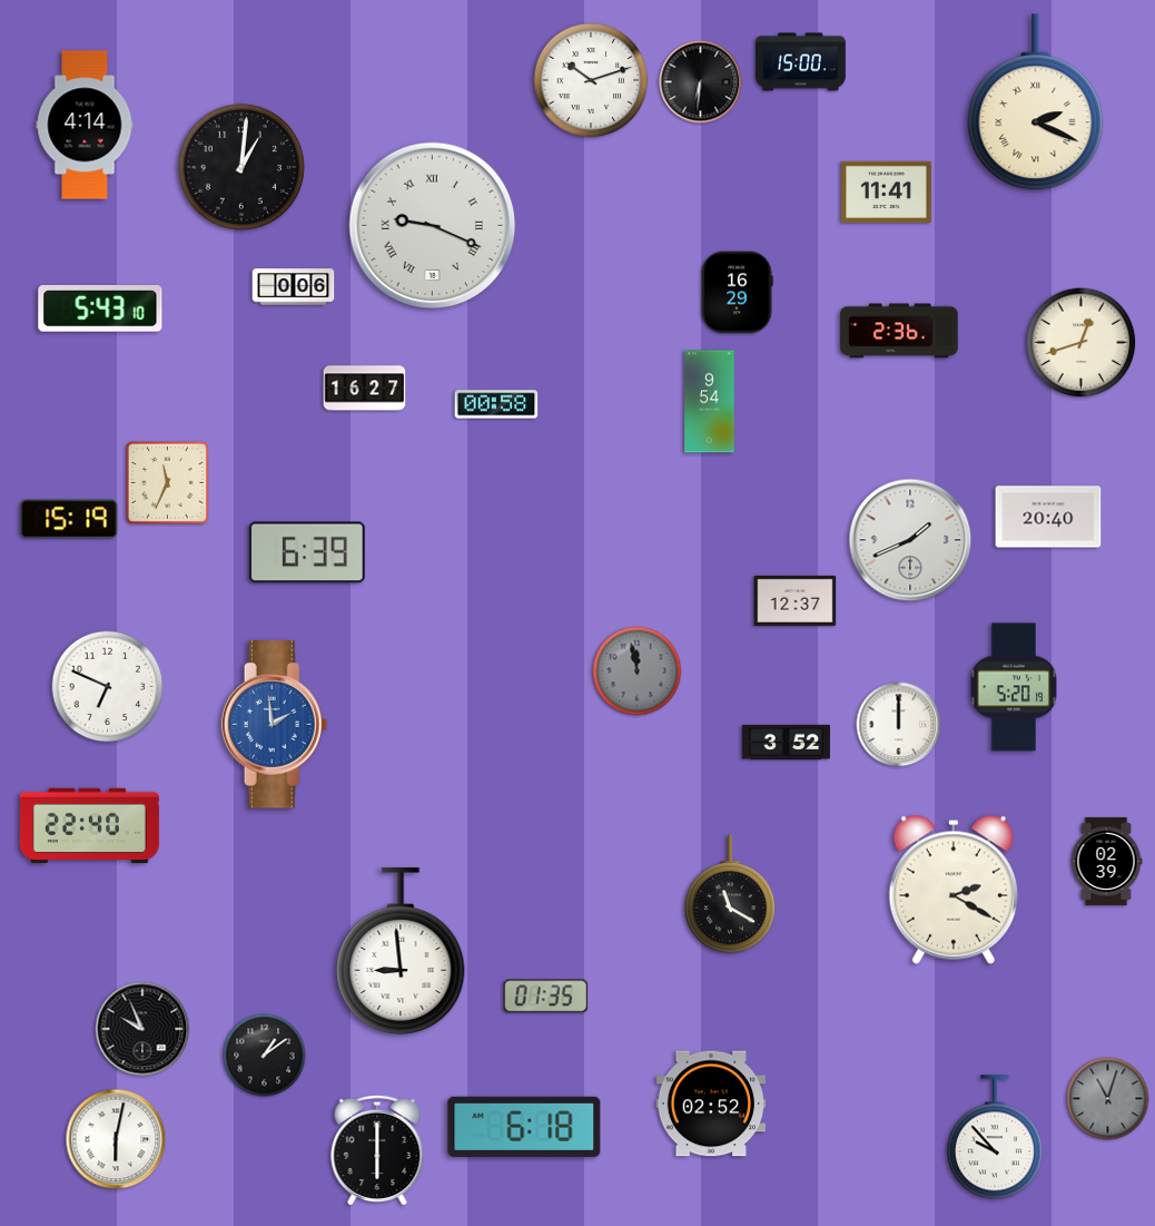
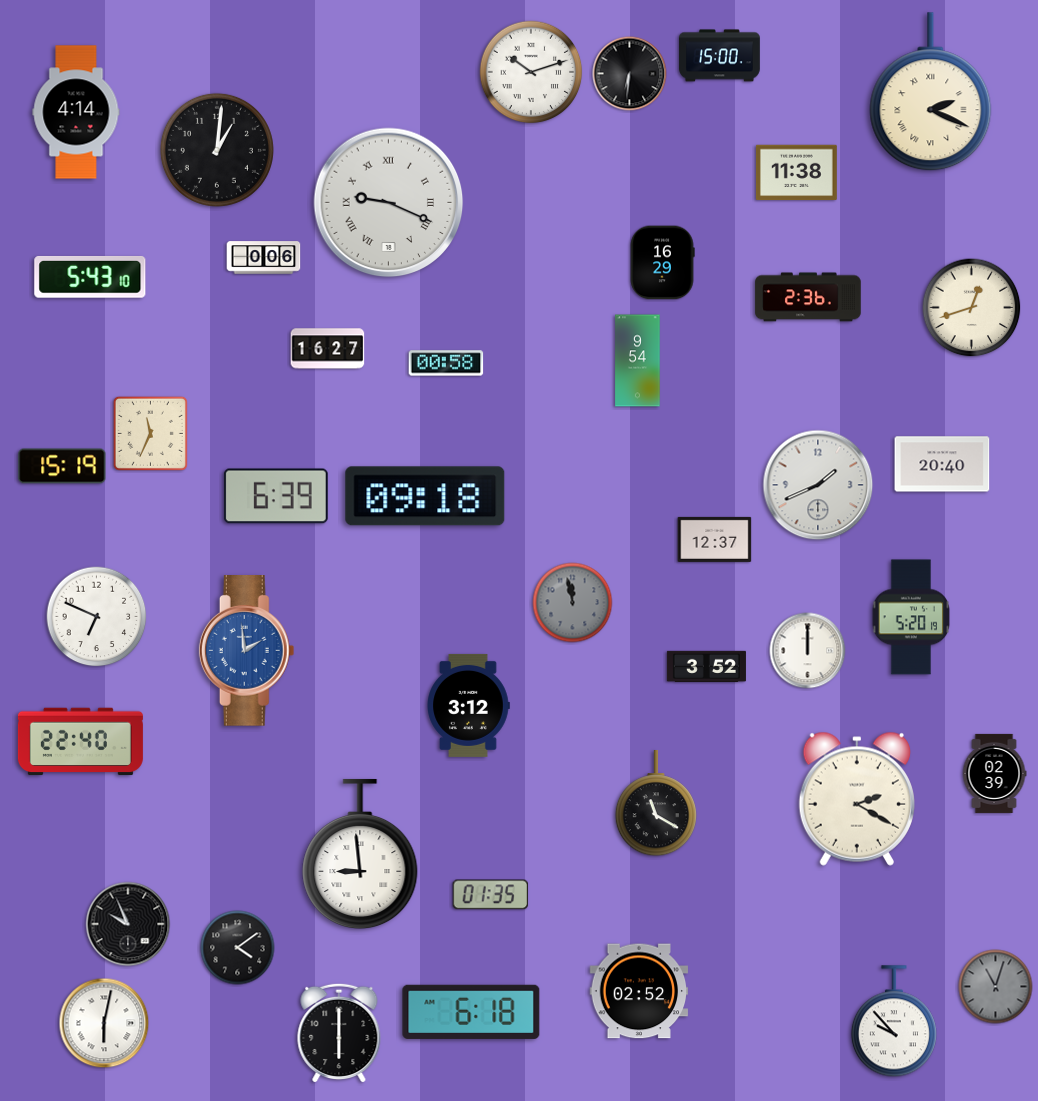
clock at (886, 193): 11:41 -> 11:38
clock at (425, 496): none -> 09:18
clock at (468, 705): none -> 3:12
clock at (265, 1056): 1:09 -> 4:09
